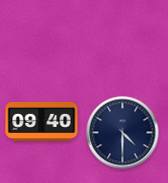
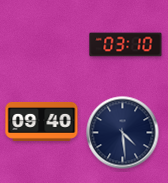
clock at (126, 45): none -> 03:10
clock at (123, 133): 4:30 -> 4:29
